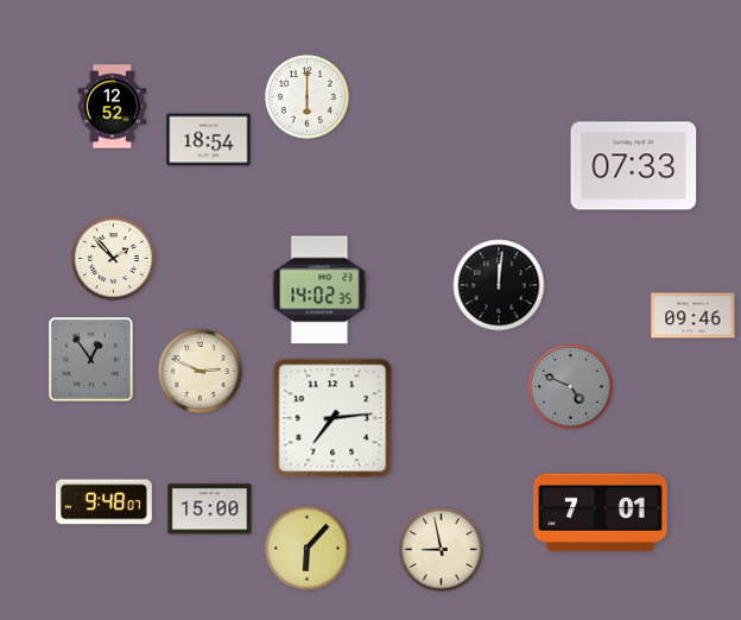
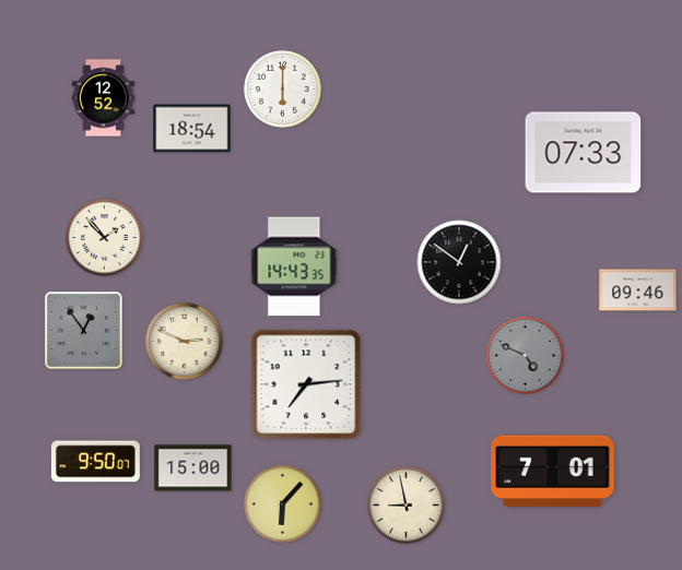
clock at (499, 285): 12:01 -> 12:51
clock at (319, 290): 14:02 -> 14:43
clock at (103, 502): 9:48 -> 9:50
